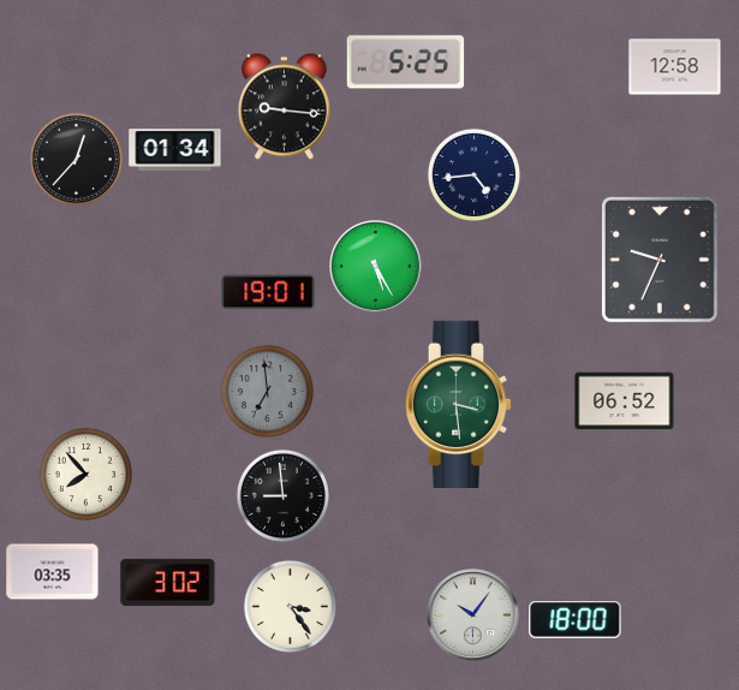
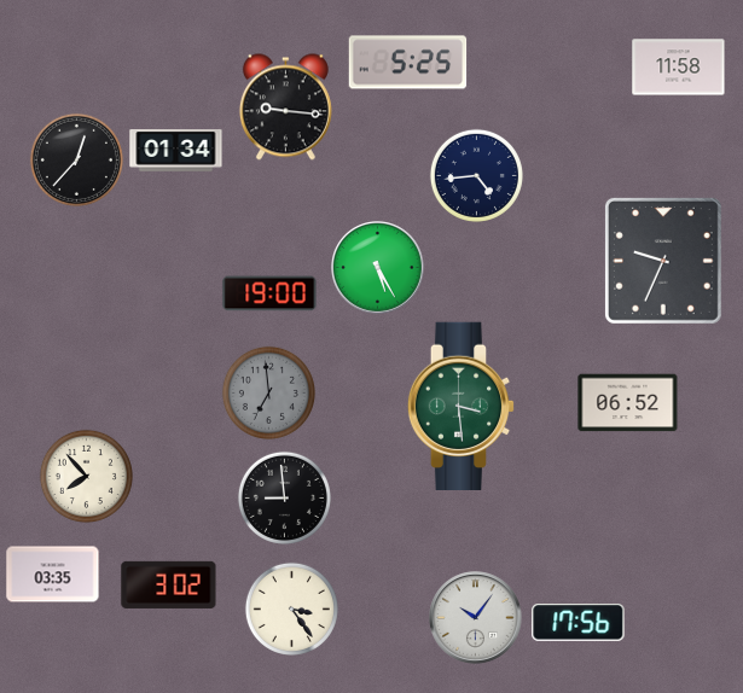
clock at (675, 67): 12:58 -> 11:58
clock at (268, 292): 19:01 -> 19:00
clock at (576, 620): 18:00 -> 17:56
